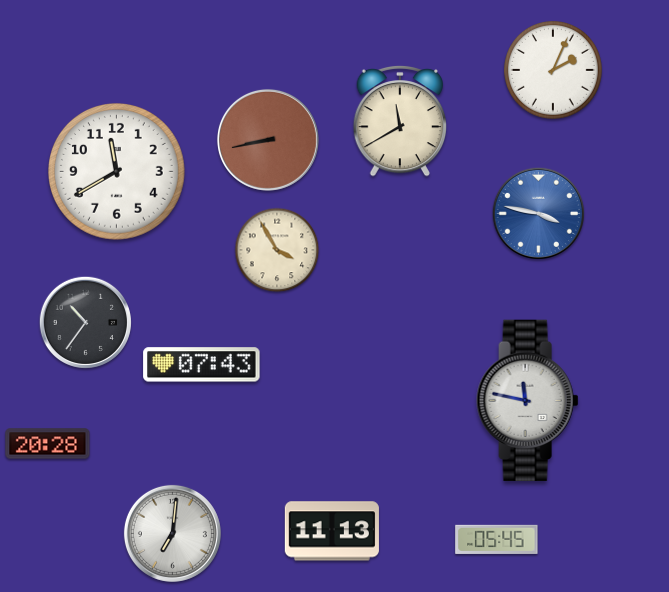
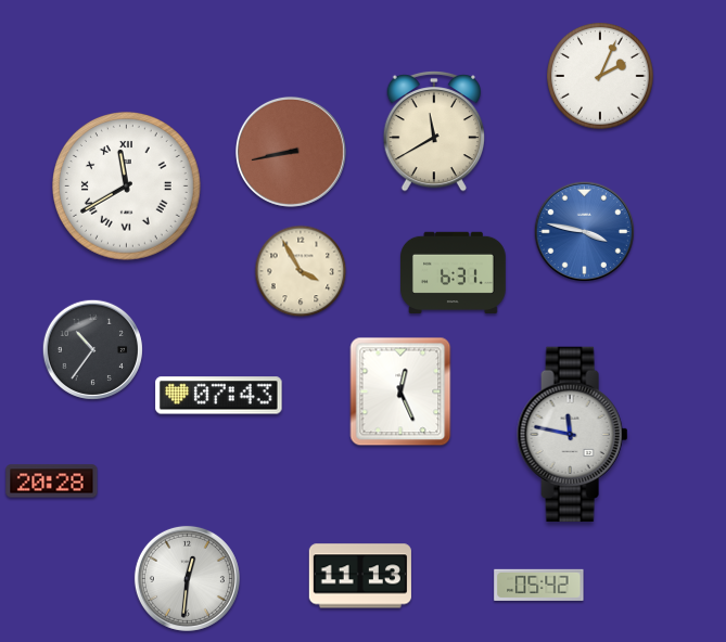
clock at (117, 172) numerals: Arabic -> Roman
clock at (454, 272): none -> 6:31
clock at (400, 391): none -> 12:26
clock at (172, 533): 7:01 -> 12:31
clock at (497, 539): 05:45 -> 05:42
